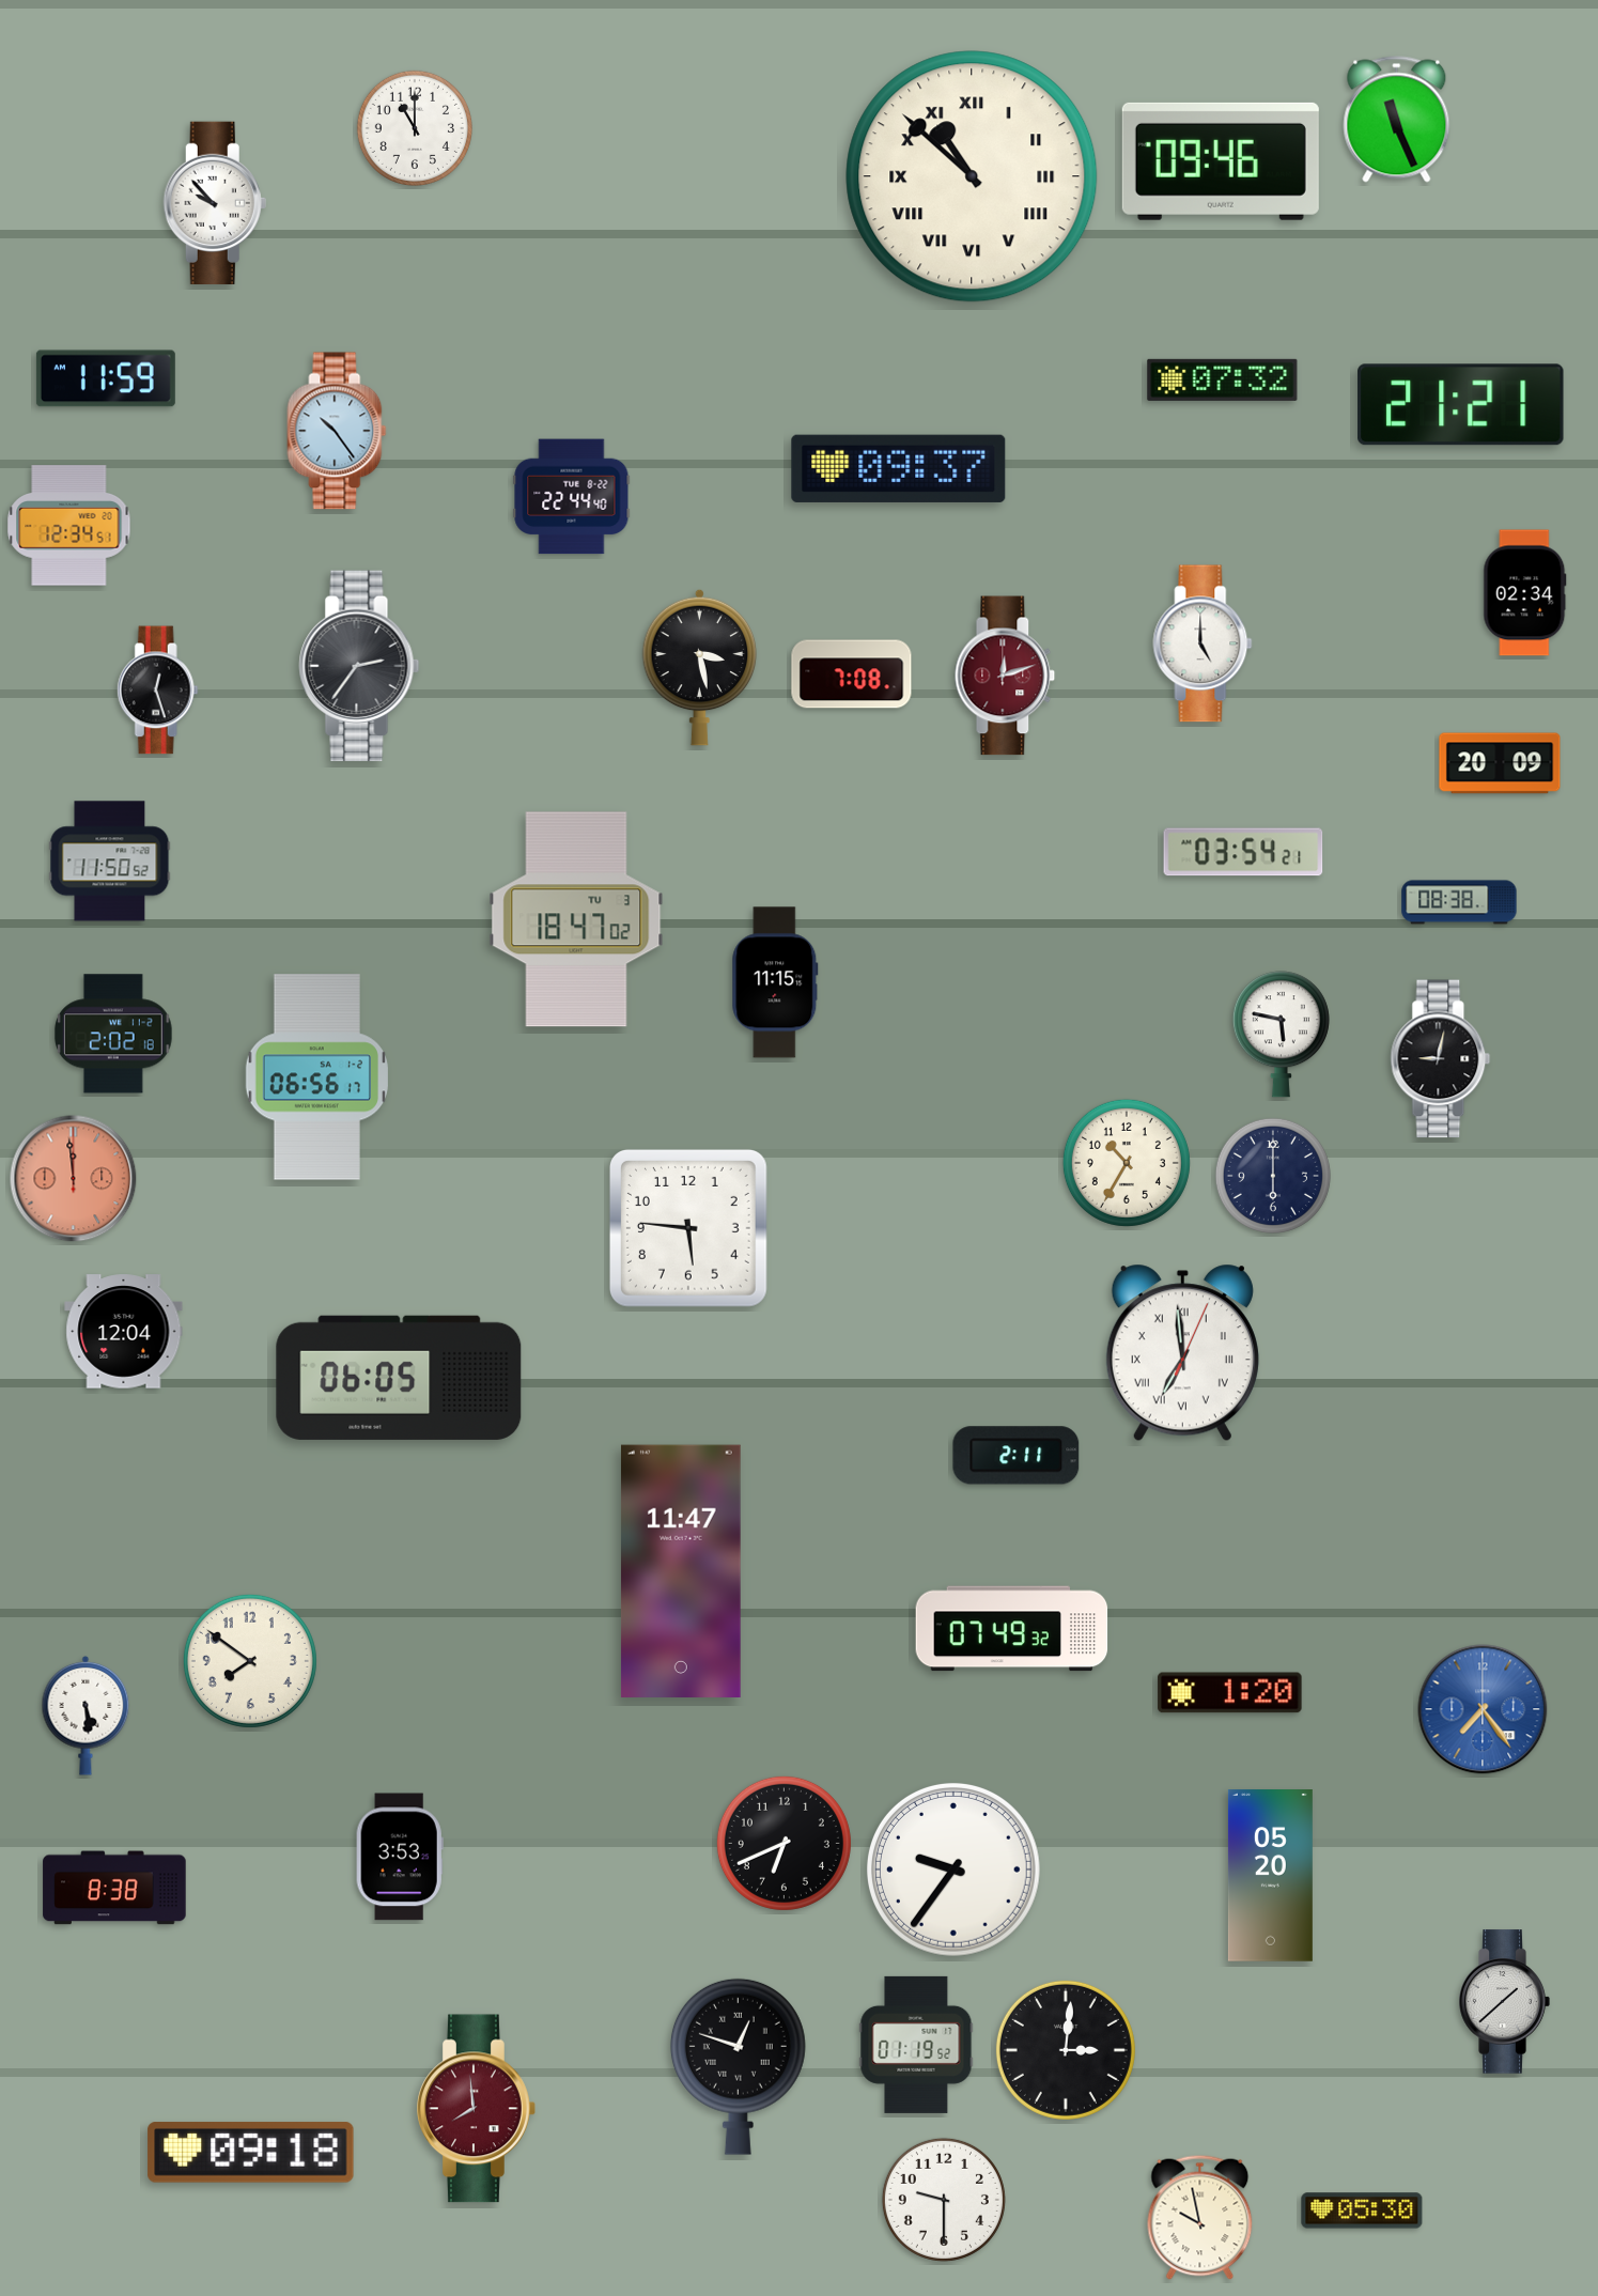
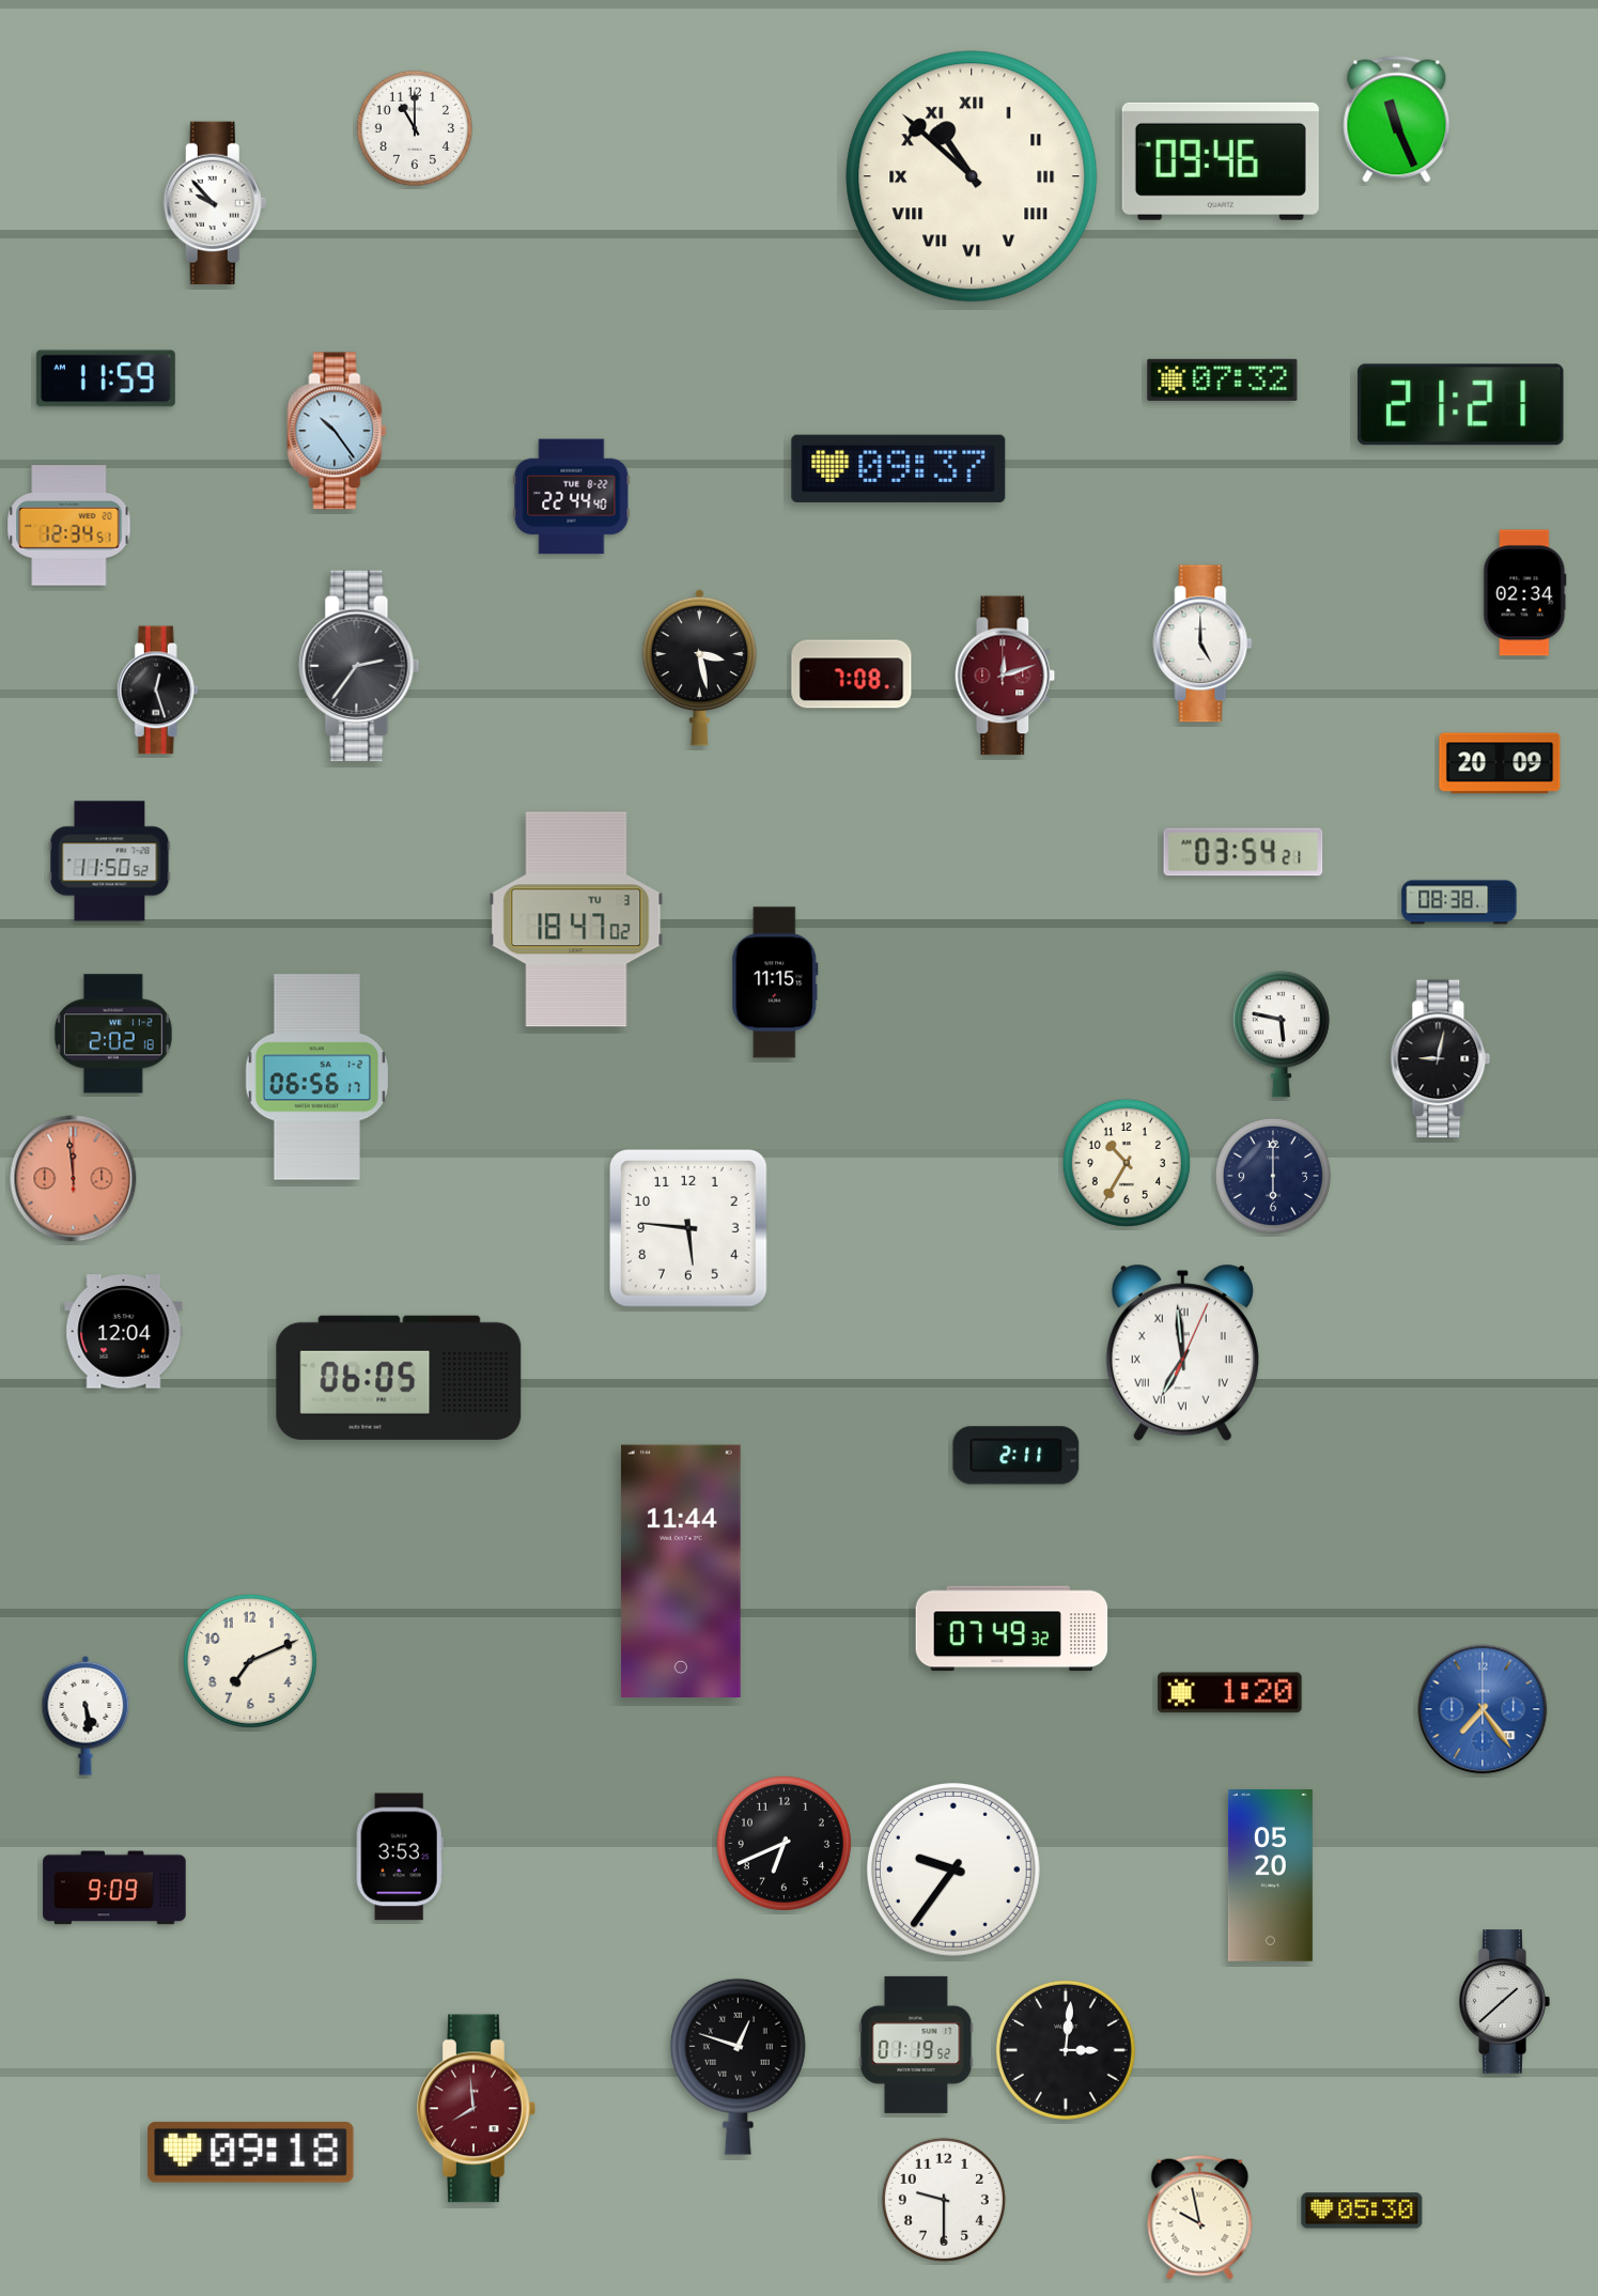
clock at (681, 1570): 11:47 -> 11:44
clock at (250, 1661): 7:51 -> 7:11
clock at (114, 1888): 8:38 -> 9:09
